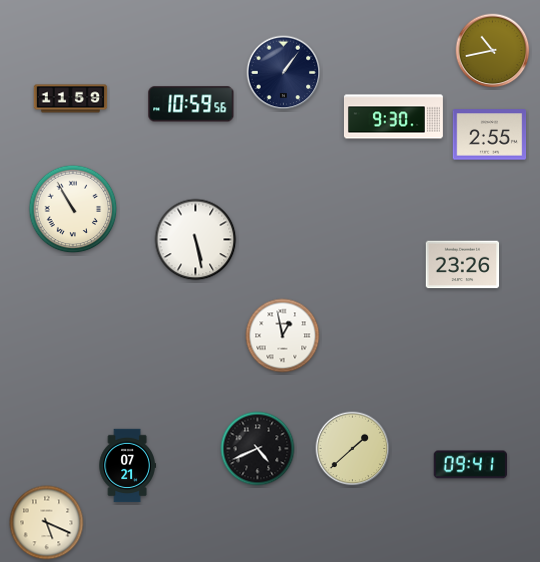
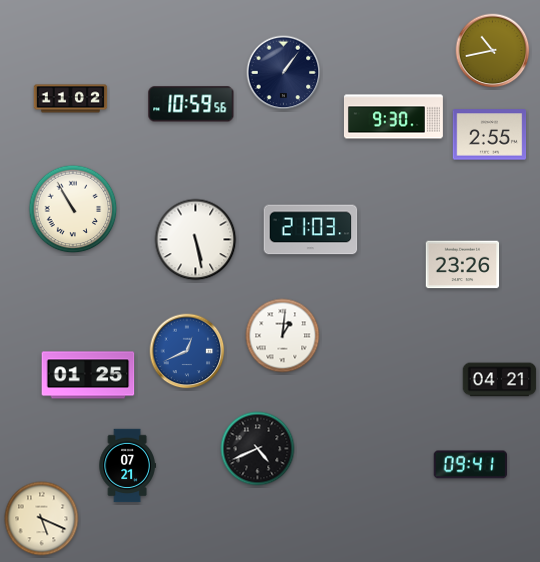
clock at (71, 99): 11:59 -> 11:02
clock at (311, 230): none -> 21:03
clock at (283, 336): 12:58 -> 1:01
clock at (187, 351): none -> 12:41
clock at (88, 375): none -> 01:25
clock at (500, 380): none -> 04:21
clock at (353, 449): 1:38 -> none
clock at (47, 523) position: (47, 523) -> (42, 519)
